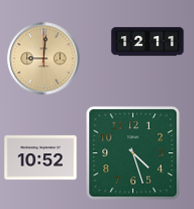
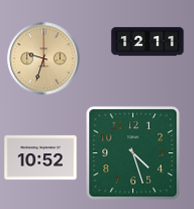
clock at (44, 59): 9:01 -> 9:33
